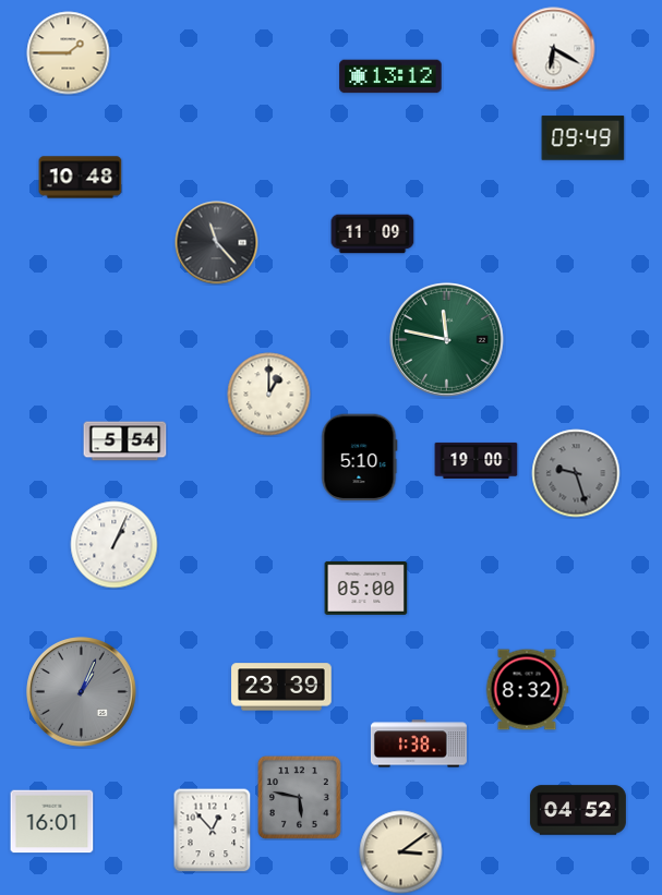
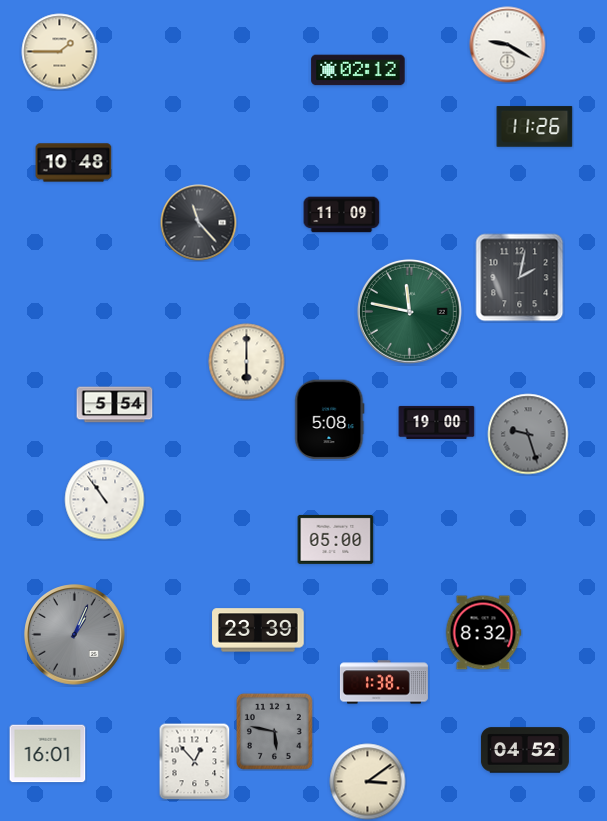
clock at (554, 49): 6:20 -> 9:20
clock at (69, 53) position: (69, 53) -> (60, 52)
clock at (390, 76): 13:12 -> 02:12
clock at (583, 138): 09:49 -> 11:26
clock at (520, 278): none -> 2:02
clock at (269, 395): 1:00 -> 6:00
clock at (360, 458): 5:10 -> 5:08
clock at (115, 545): 1:04 -> 10:54
clock at (578, 810) position: (578, 810) -> (525, 750)
